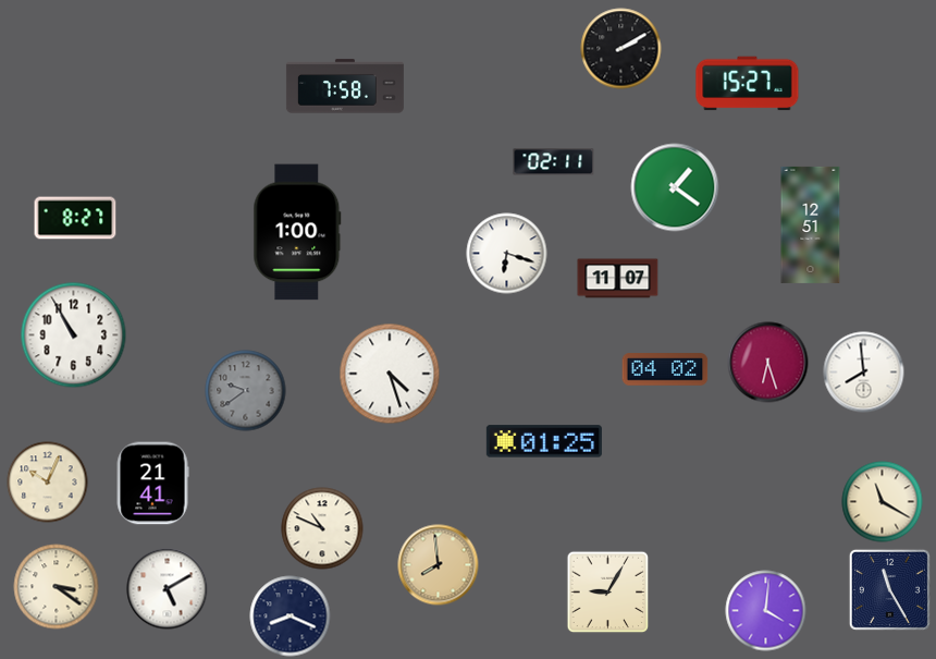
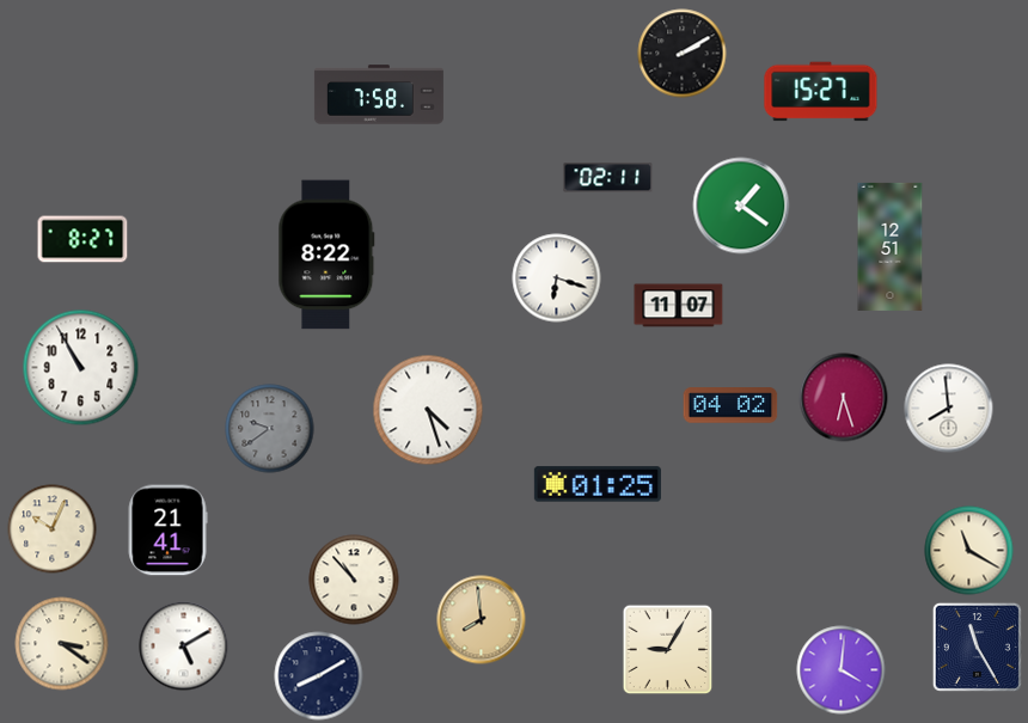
clock at (297, 232): 1:00 -> 8:22
clock at (322, 528): 10:49 -> 10:53
clock at (291, 617): 8:19 -> 8:10
